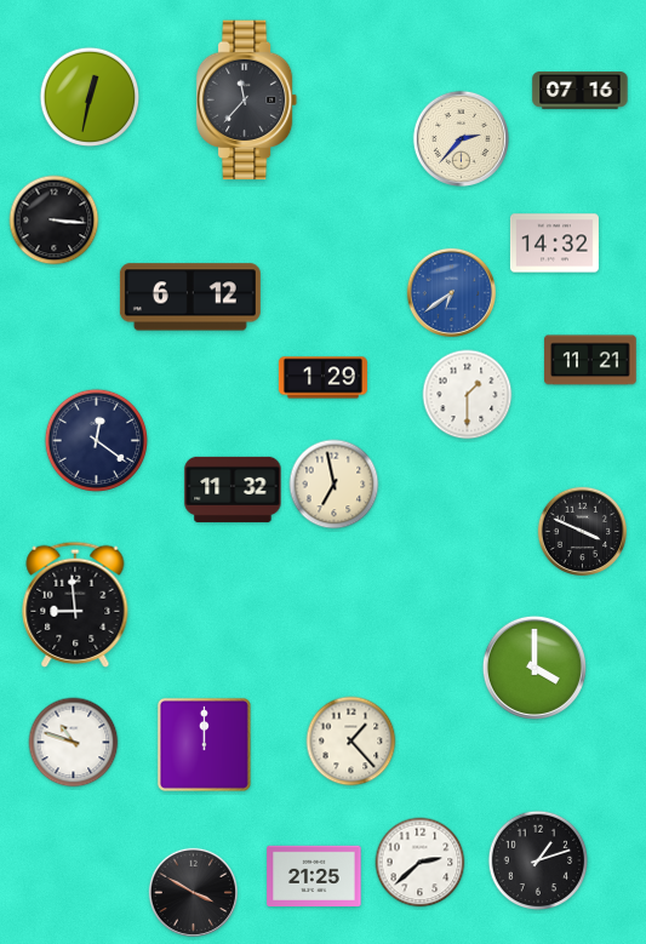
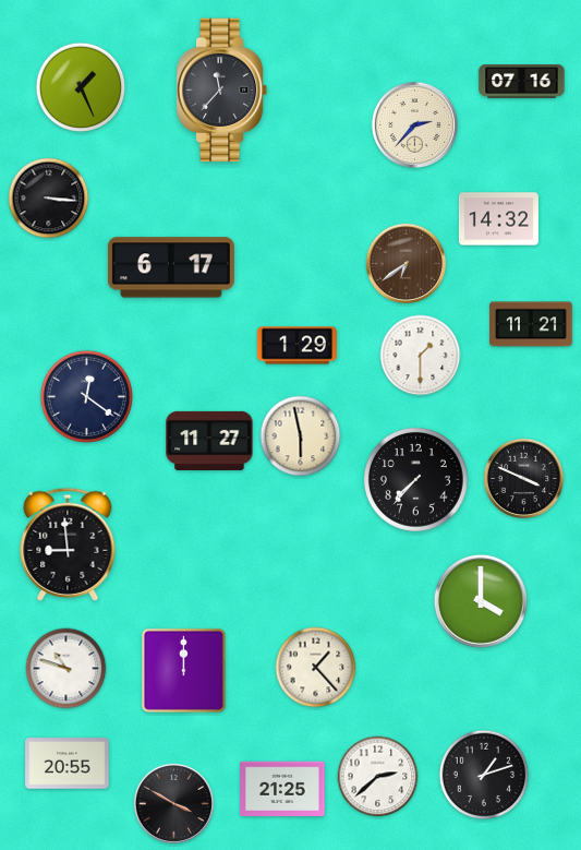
clock at (90, 97): 12:32 -> 1:26
clock at (451, 292) dial: blue -> brown
clock at (190, 297): 6:12 -> 6:17
clock at (322, 378) position: (322, 378) -> (296, 346)
clock at (335, 485): 6:58 -> 5:58
clock at (233, 490): 11:32 -> 11:27
clock at (416, 480): none -> 7:37
clock at (68, 764): none -> 20:55
